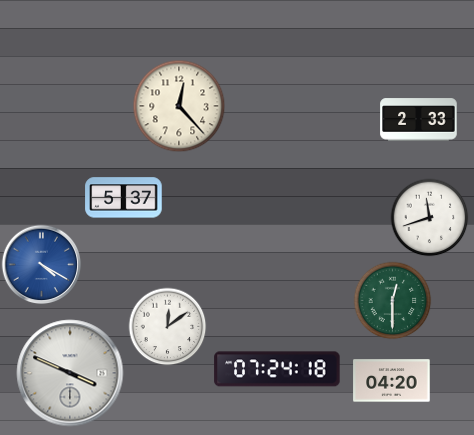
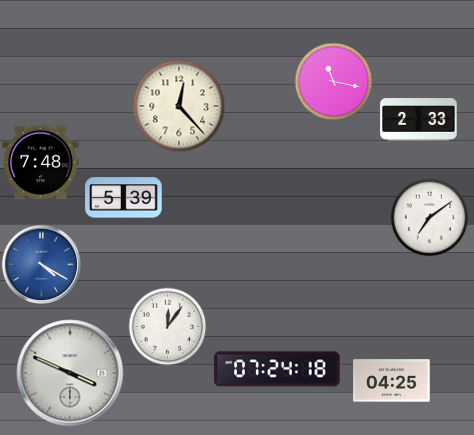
clock at (333, 81): none -> 11:17
clock at (41, 163): none -> 7:48
clock at (124, 198): 5:37 -> 5:39
clock at (429, 217): 11:42 -> 7:09
clock at (392, 300): 12:30 -> none
clock at (167, 326): 12:09 -> 12:06
clock at (392, 381): 04:20 -> 04:25
